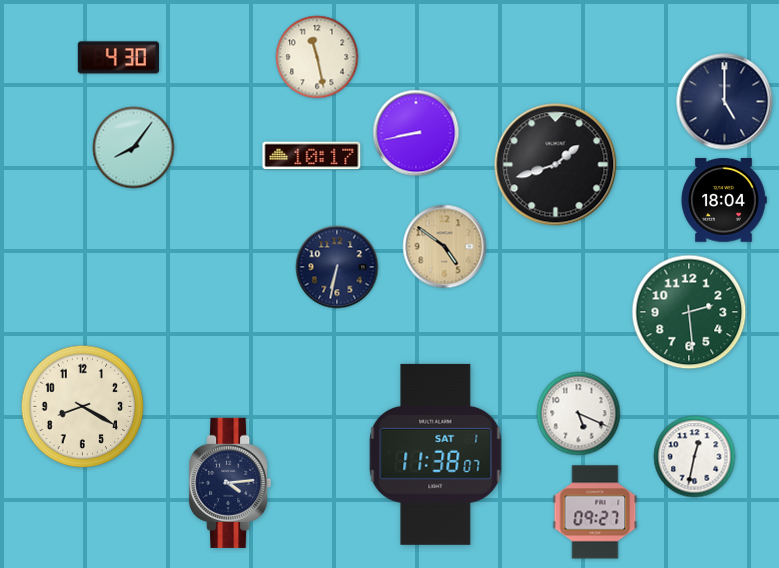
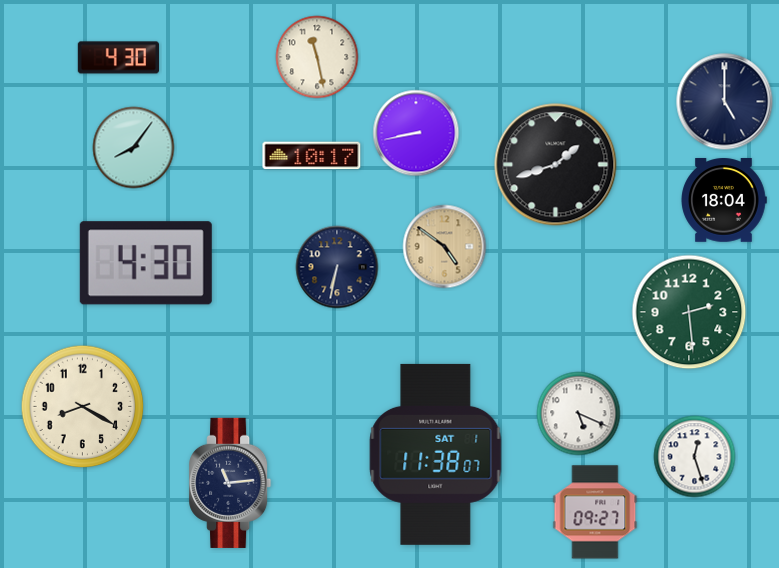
clock at (146, 263): none -> 4:30
clock at (695, 457): 12:32 -> 12:27
clock at (230, 483): 4:14 -> 11:14
